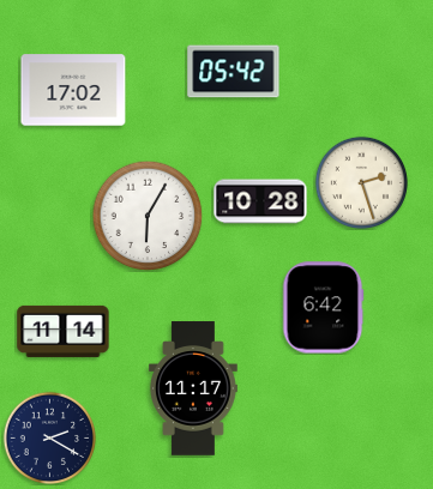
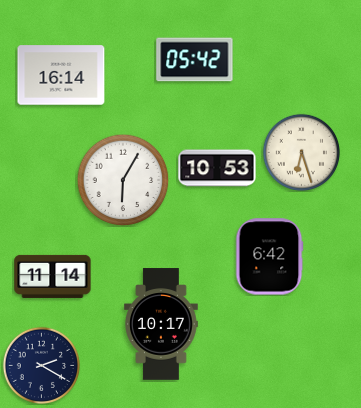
clock at (73, 90): 17:02 -> 16:14
clock at (361, 182): 2:27 -> 6:27
clock at (260, 201): 10:28 -> 10:53
clock at (194, 388): 11:17 -> 10:17
